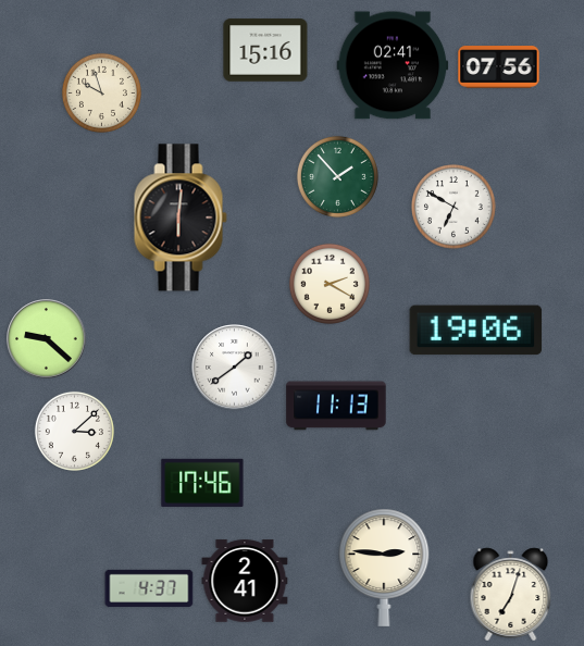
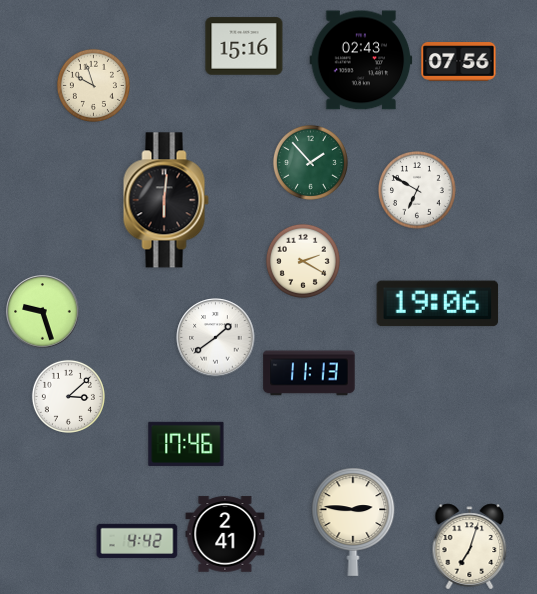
clock at (393, 65): 02:41 -> 02:43
clock at (47, 339): 9:22 -> 9:27
clock at (149, 588): 4:37 -> 4:42
